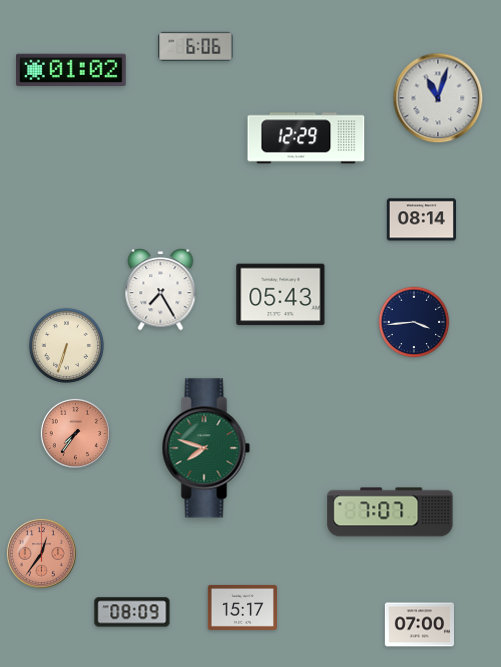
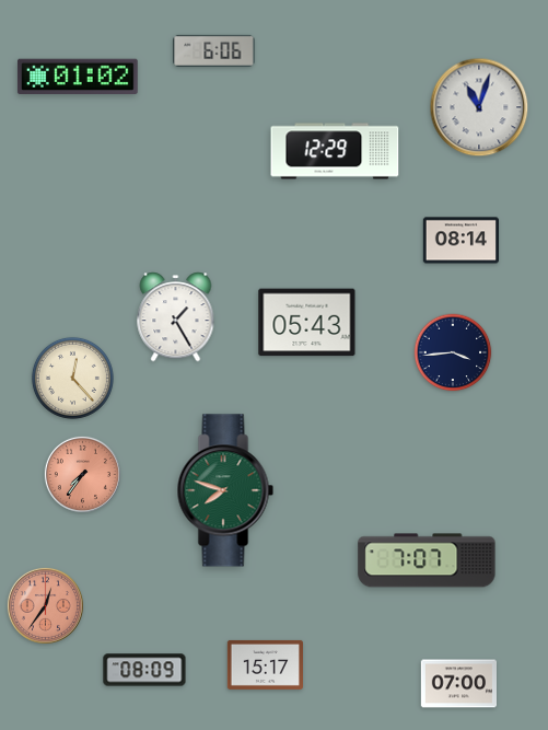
clock at (161, 290): 7:25 -> 1:25
clock at (66, 345): 6:33 -> 12:23
